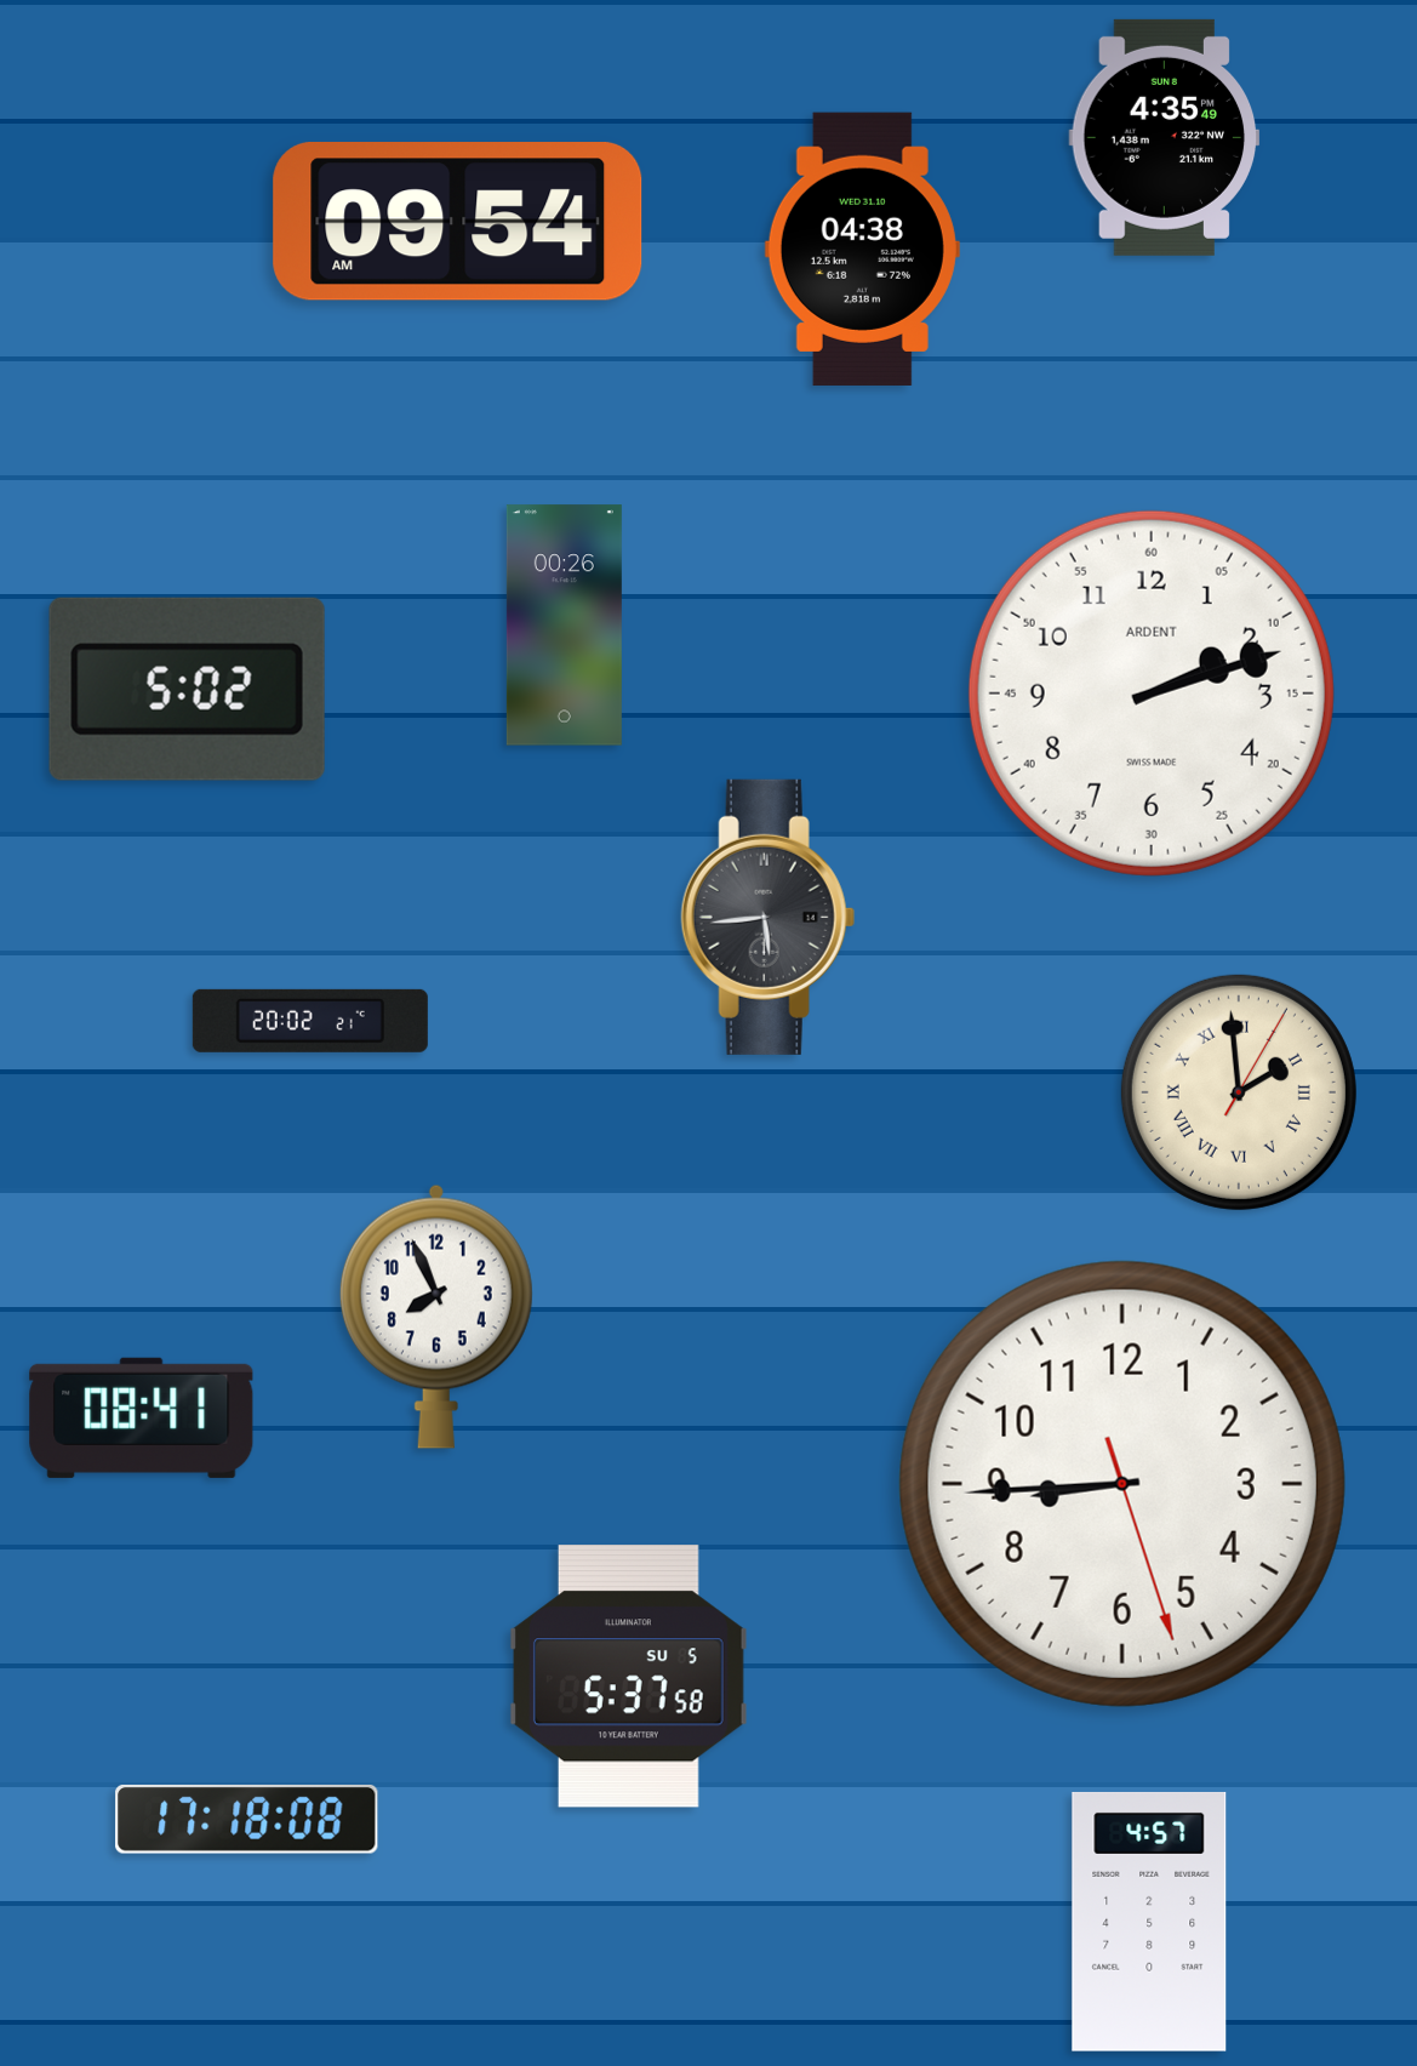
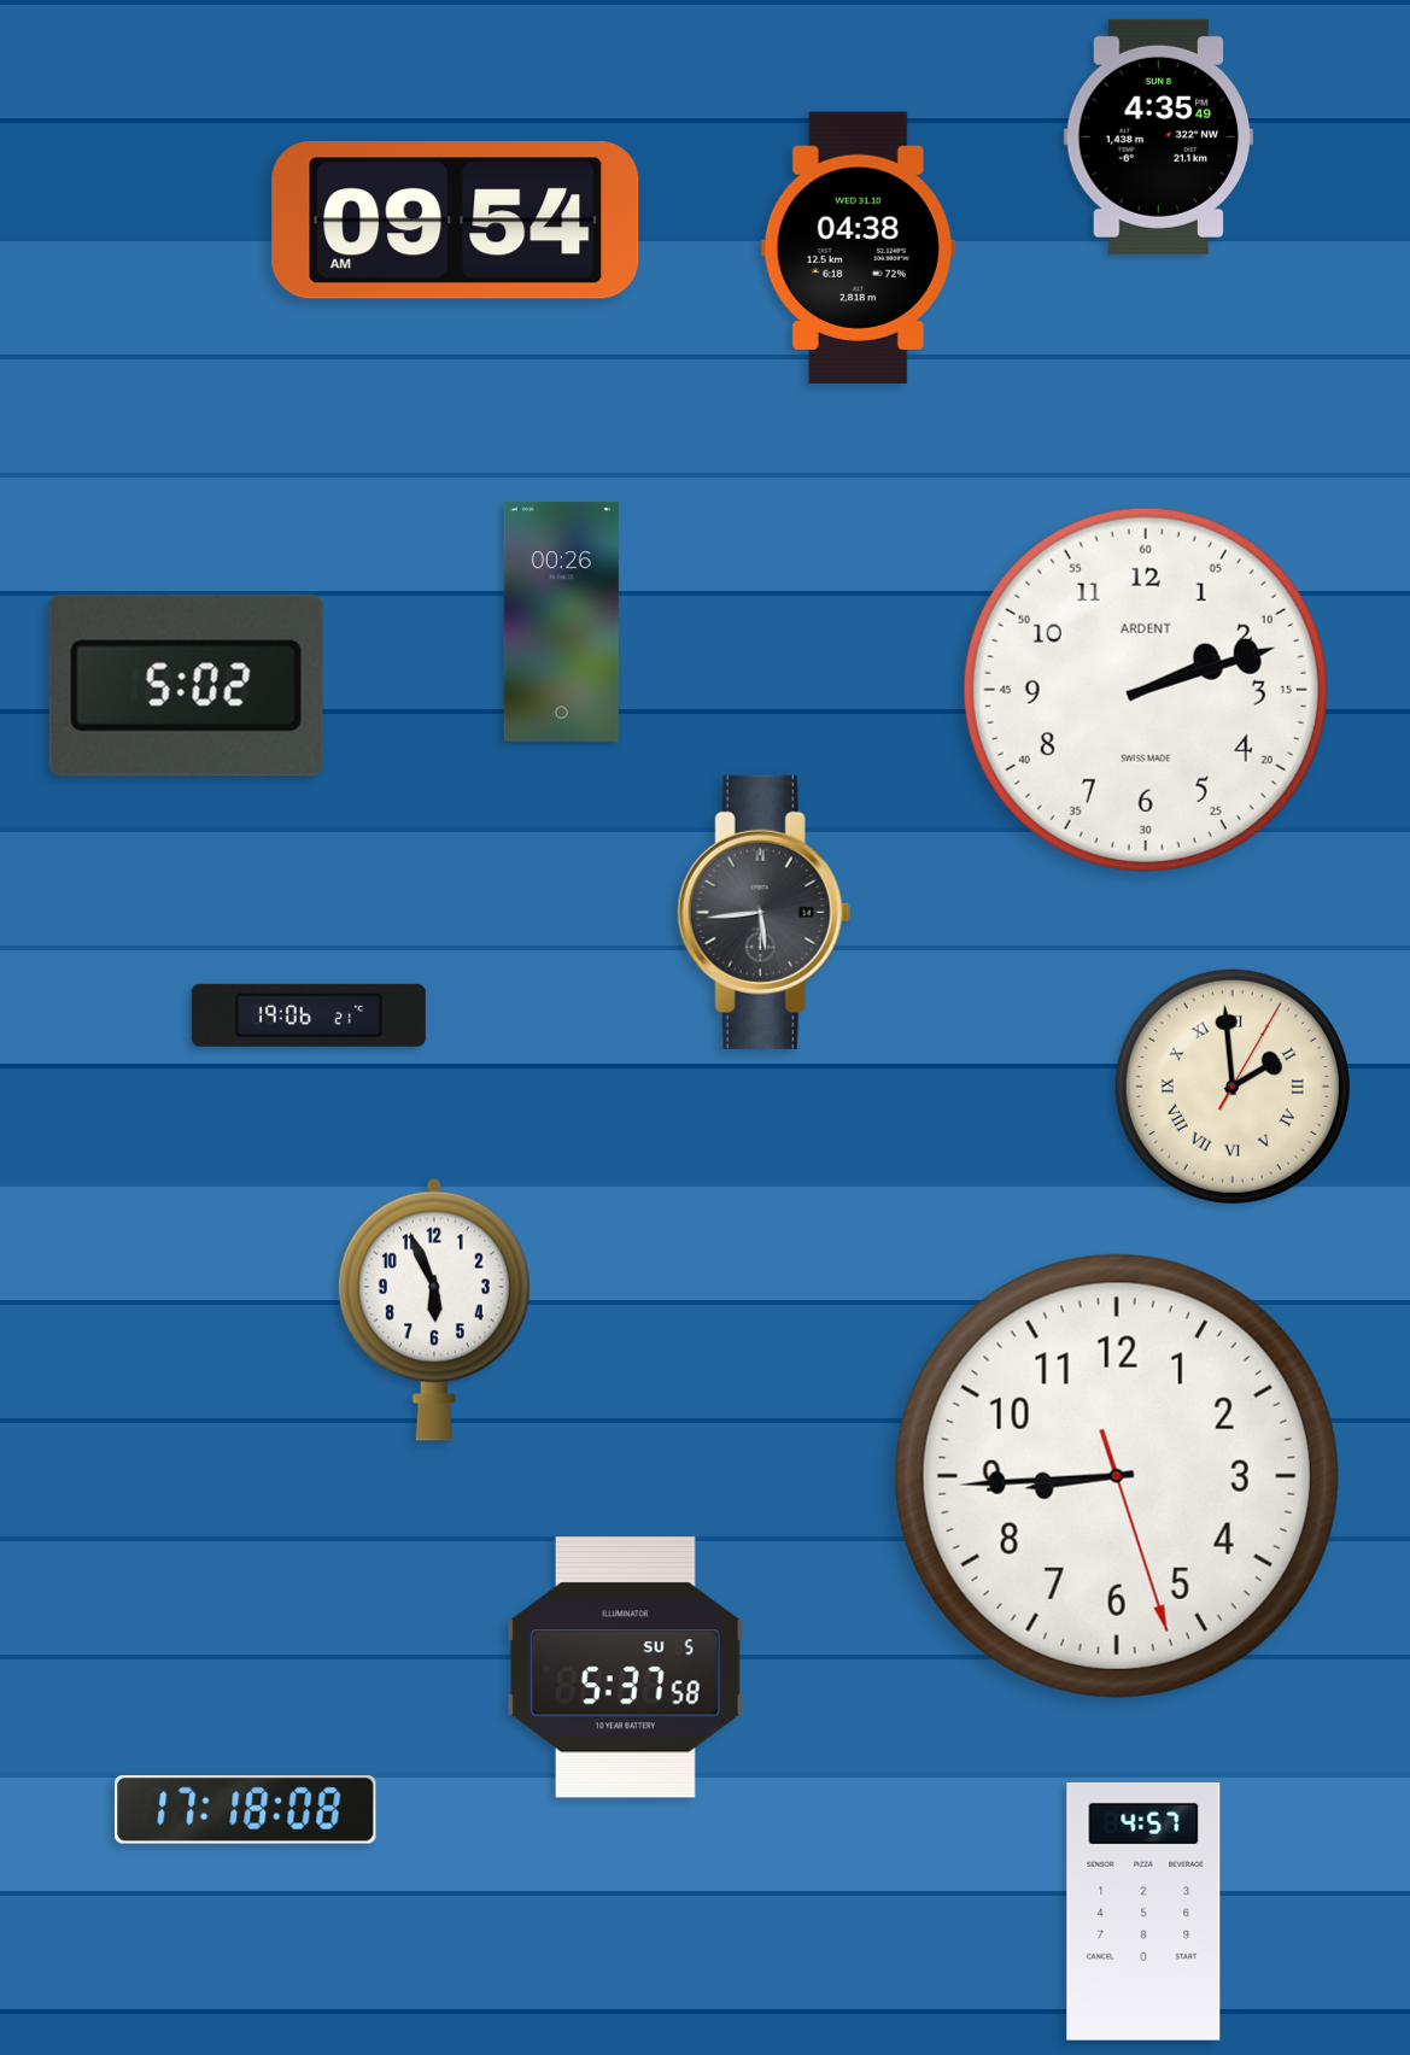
clock at (310, 1021): 20:02 -> 19:06
clock at (436, 1317): 7:56 -> 5:56
clock at (142, 1417): 08:41 -> none
